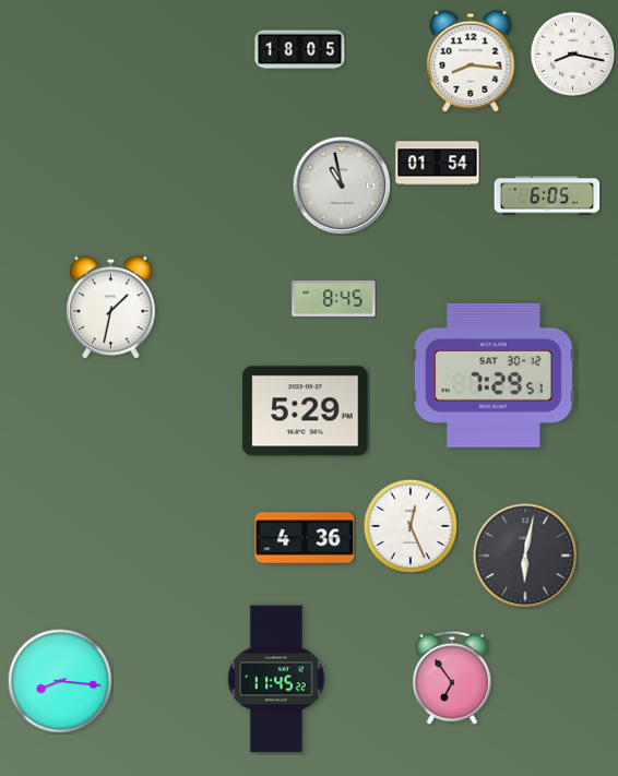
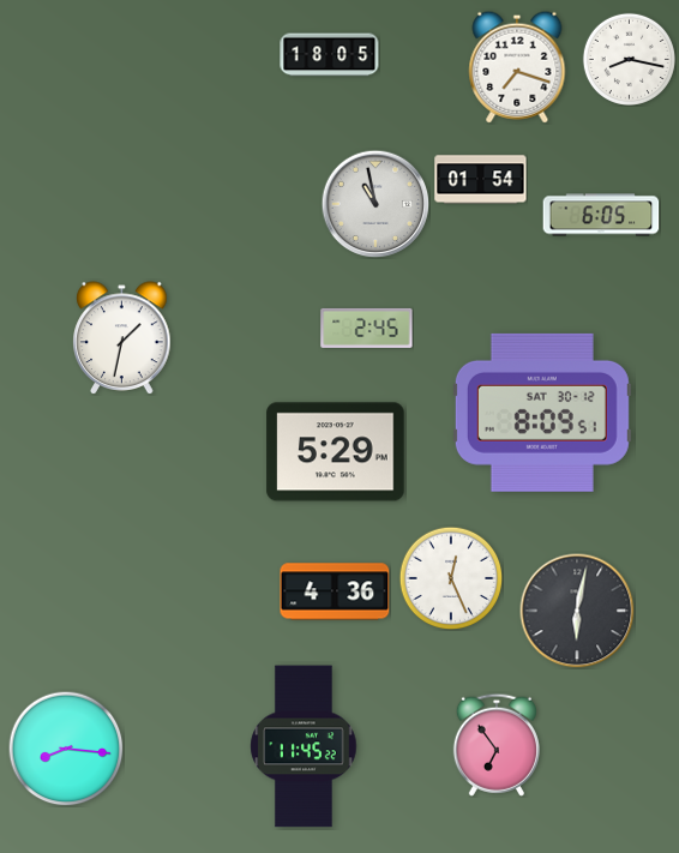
clock at (471, 61): 8:16 -> 7:18
clock at (334, 298): 8:45 -> 2:45
clock at (494, 375): 7:29 -> 8:09
